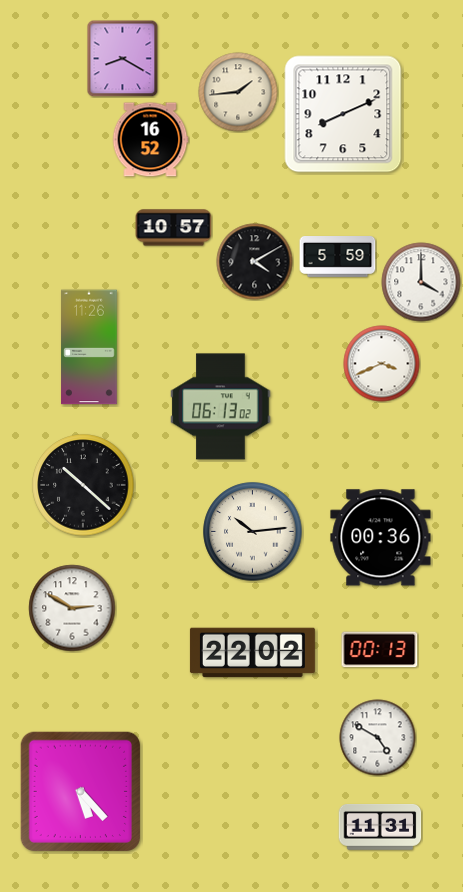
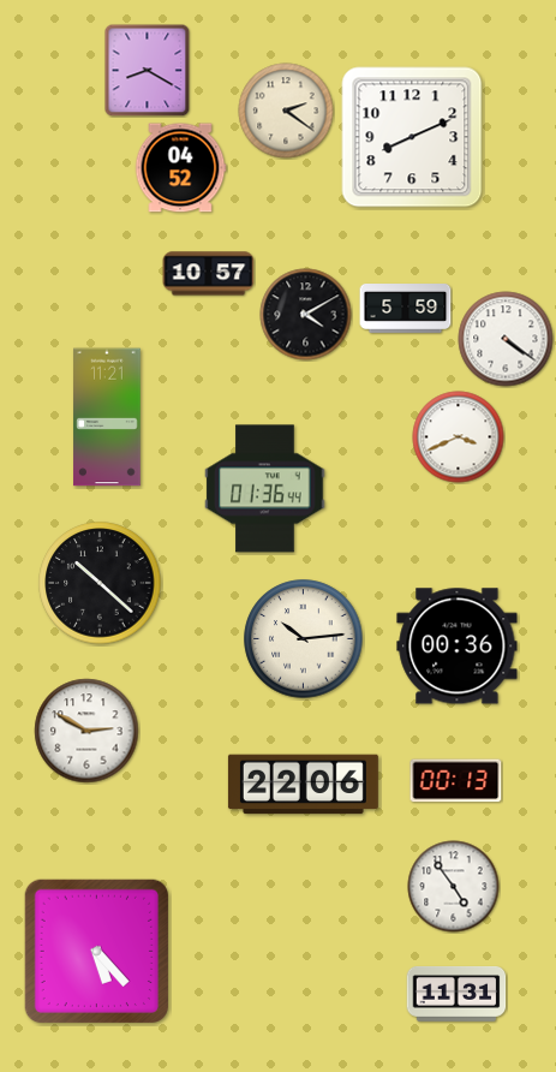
clock at (238, 92): 1:44 -> 2:21
clock at (150, 140): 16:52 -> 04:52
clock at (421, 282): 4:00 -> 4:21
clock at (89, 347): 11:26 -> 11:21
clock at (221, 407): 06:13 -> 01:36
clock at (252, 653): 22:02 -> 22:06
clock at (378, 738): 4:50 -> 4:54
